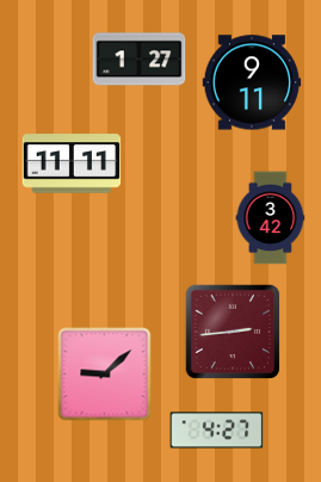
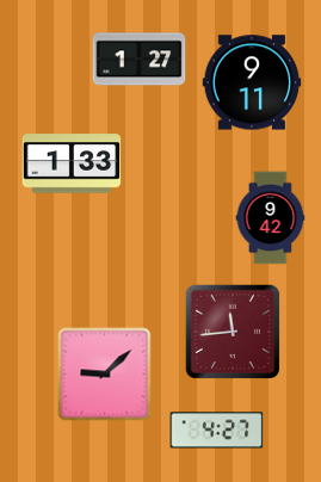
clock at (72, 163): 11:11 -> 1:33
clock at (271, 217): 3:42 -> 9:42
clock at (233, 332): 2:44 -> 11:44
